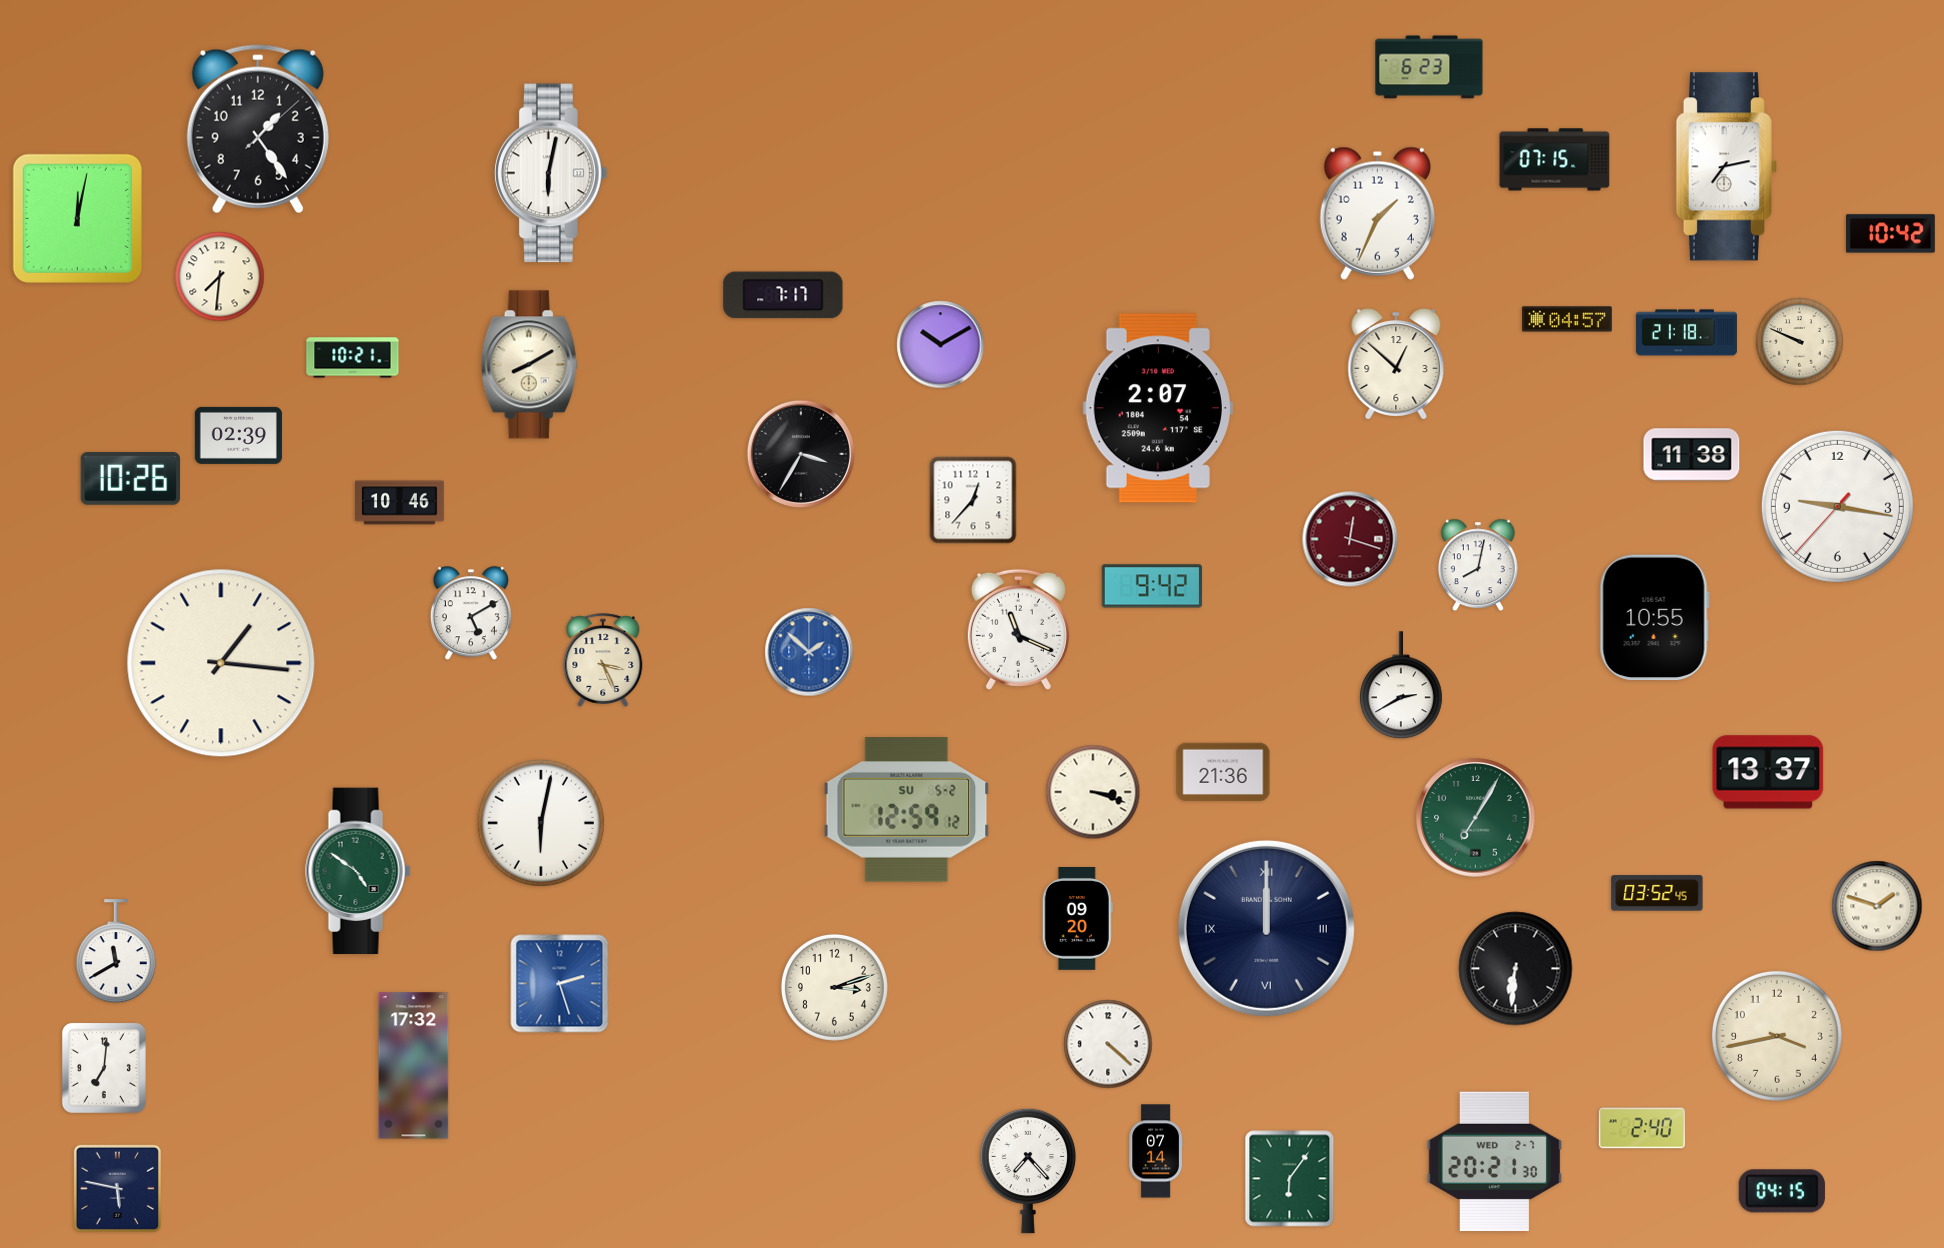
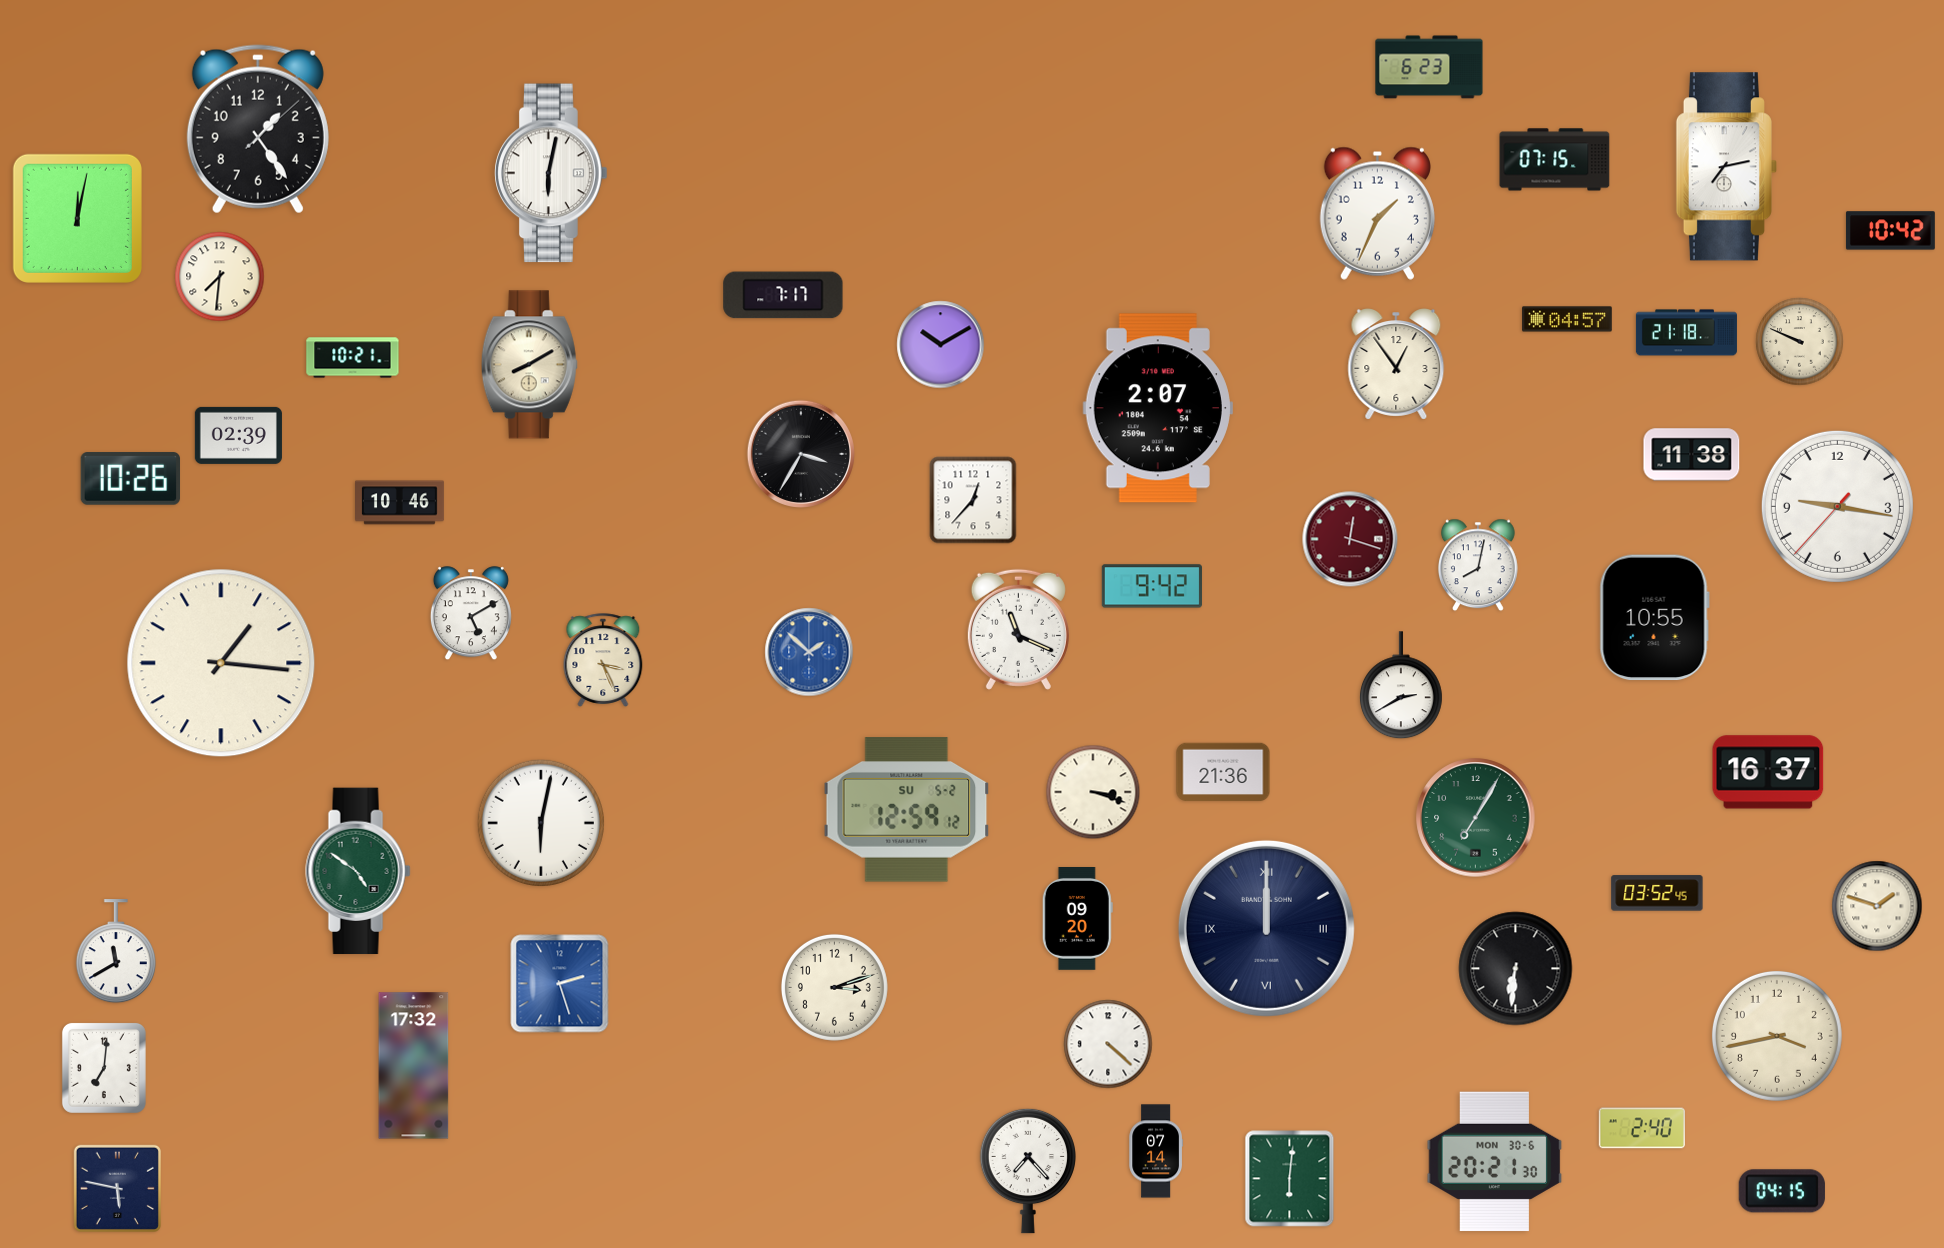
clock at (1890, 234) position: (1890, 234) -> (1890, 231)
clock at (1396, 364): 12:52 -> 12:54
clock at (1768, 772): 13:37 -> 16:37
clock at (1495, 1162) date: WED 2-7 -> MON 30-6
clock at (1290, 1179): 6:06 -> 6:01
